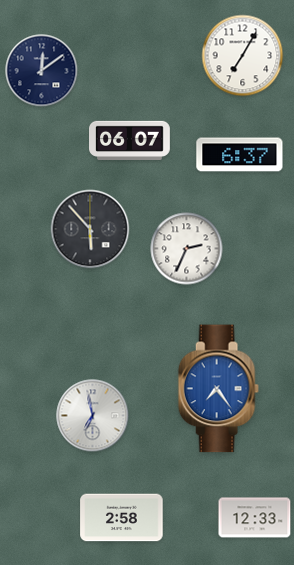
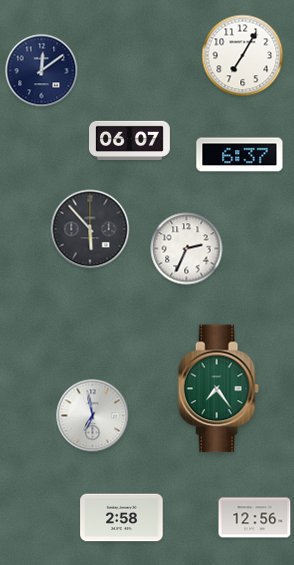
clock at (218, 389) dial: blue -> green
clock at (255, 518): 12:33 -> 12:56
